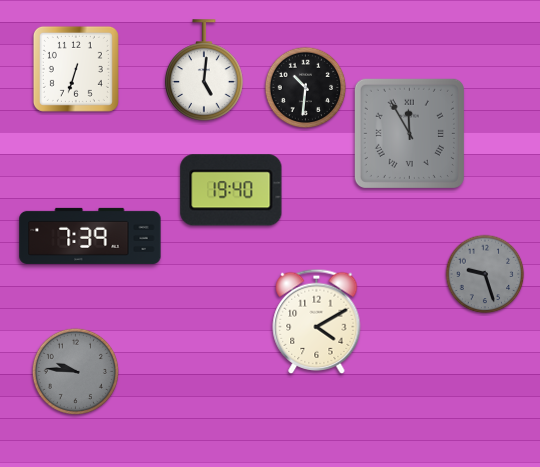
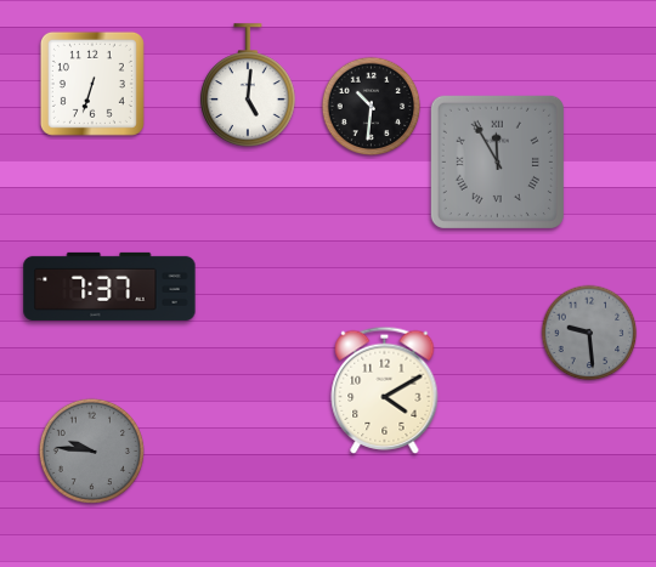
clock at (231, 190): 19:40 -> none
clock at (90, 236): 7:39 -> 7:37
clock at (485, 274): 9:27 -> 9:29
